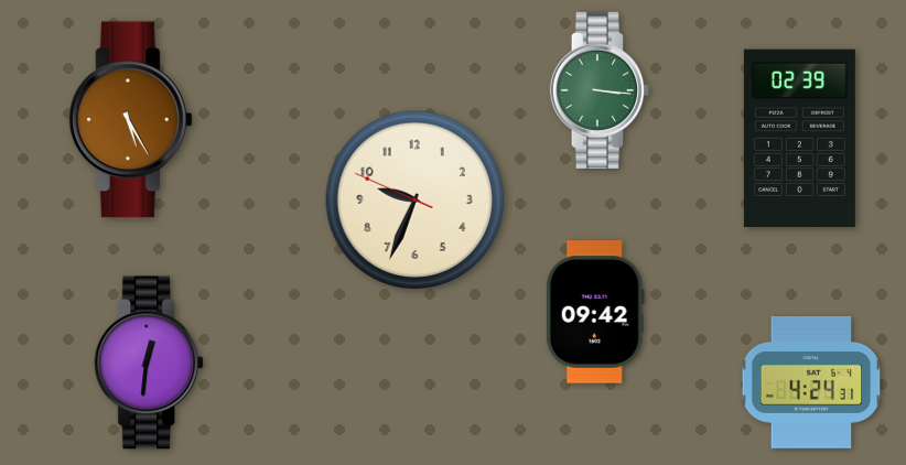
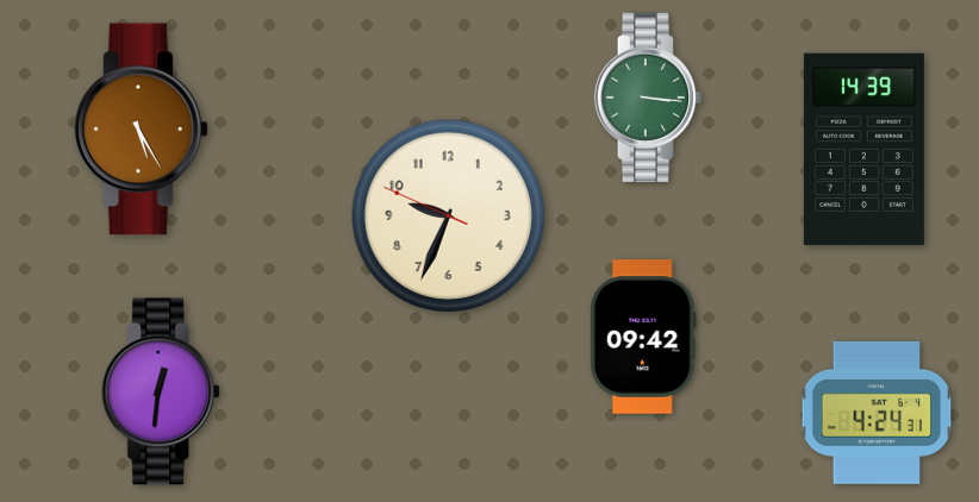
clock at (799, 139): 02:39 -> 14:39
